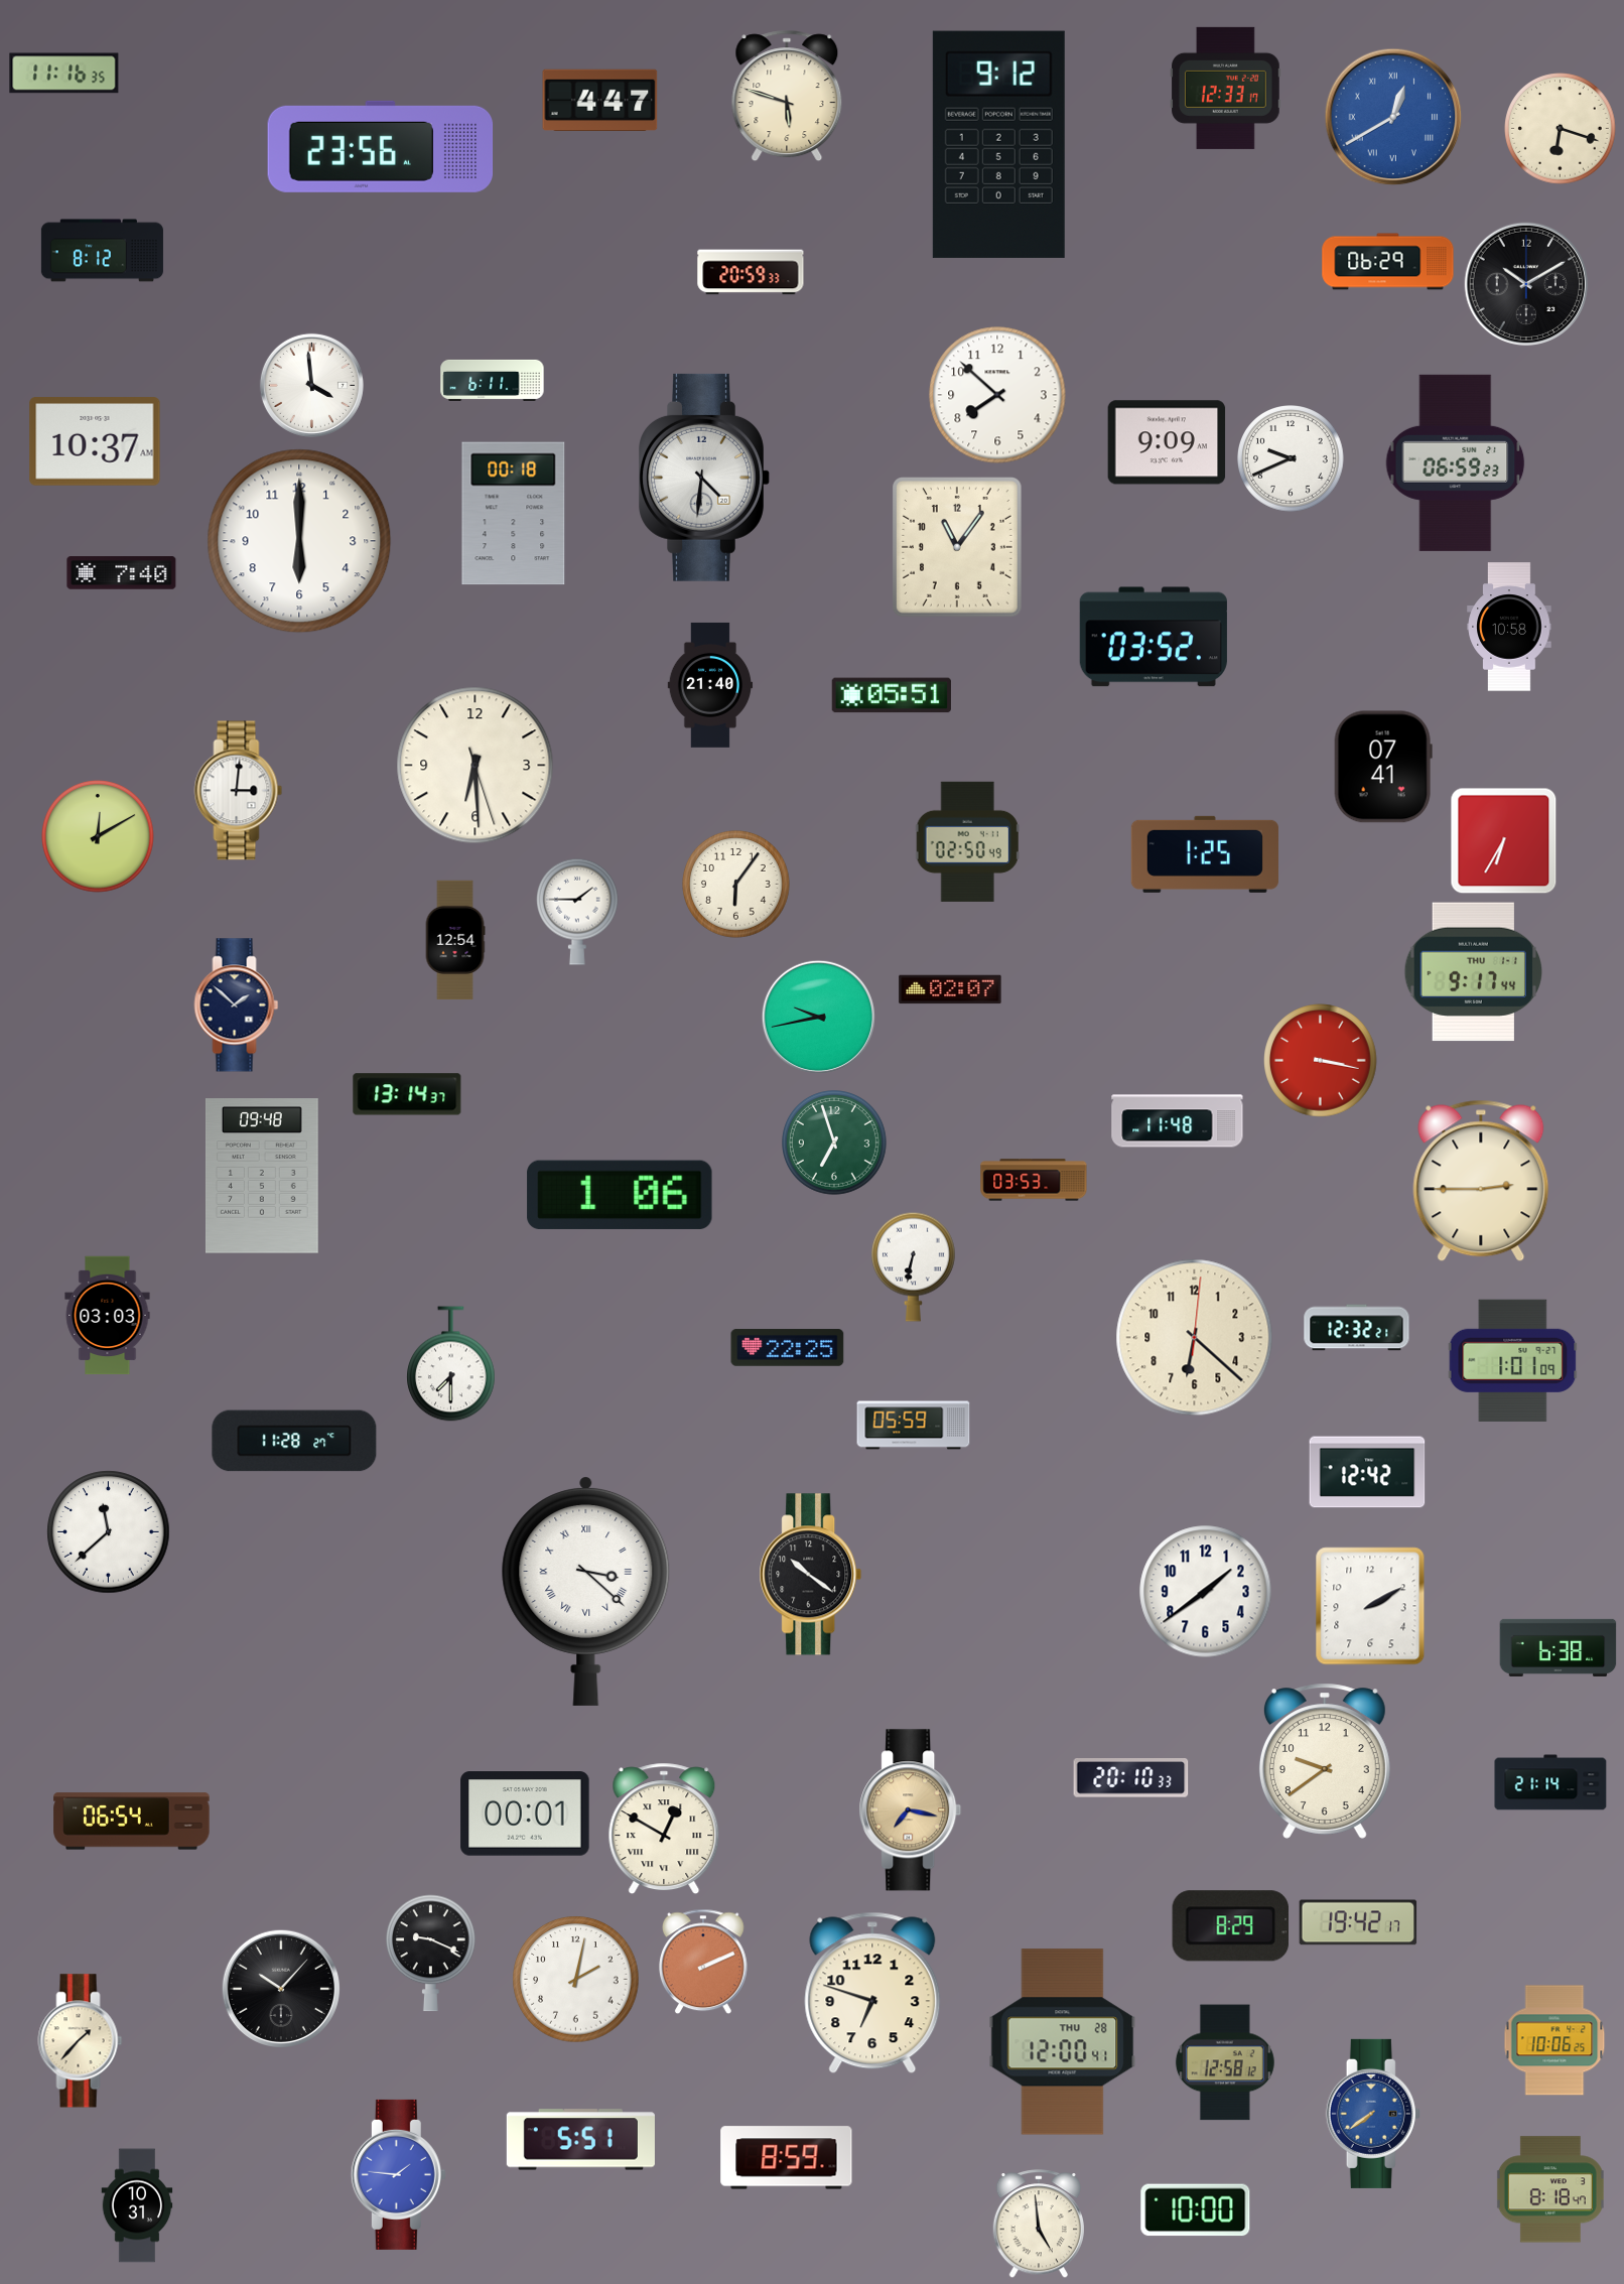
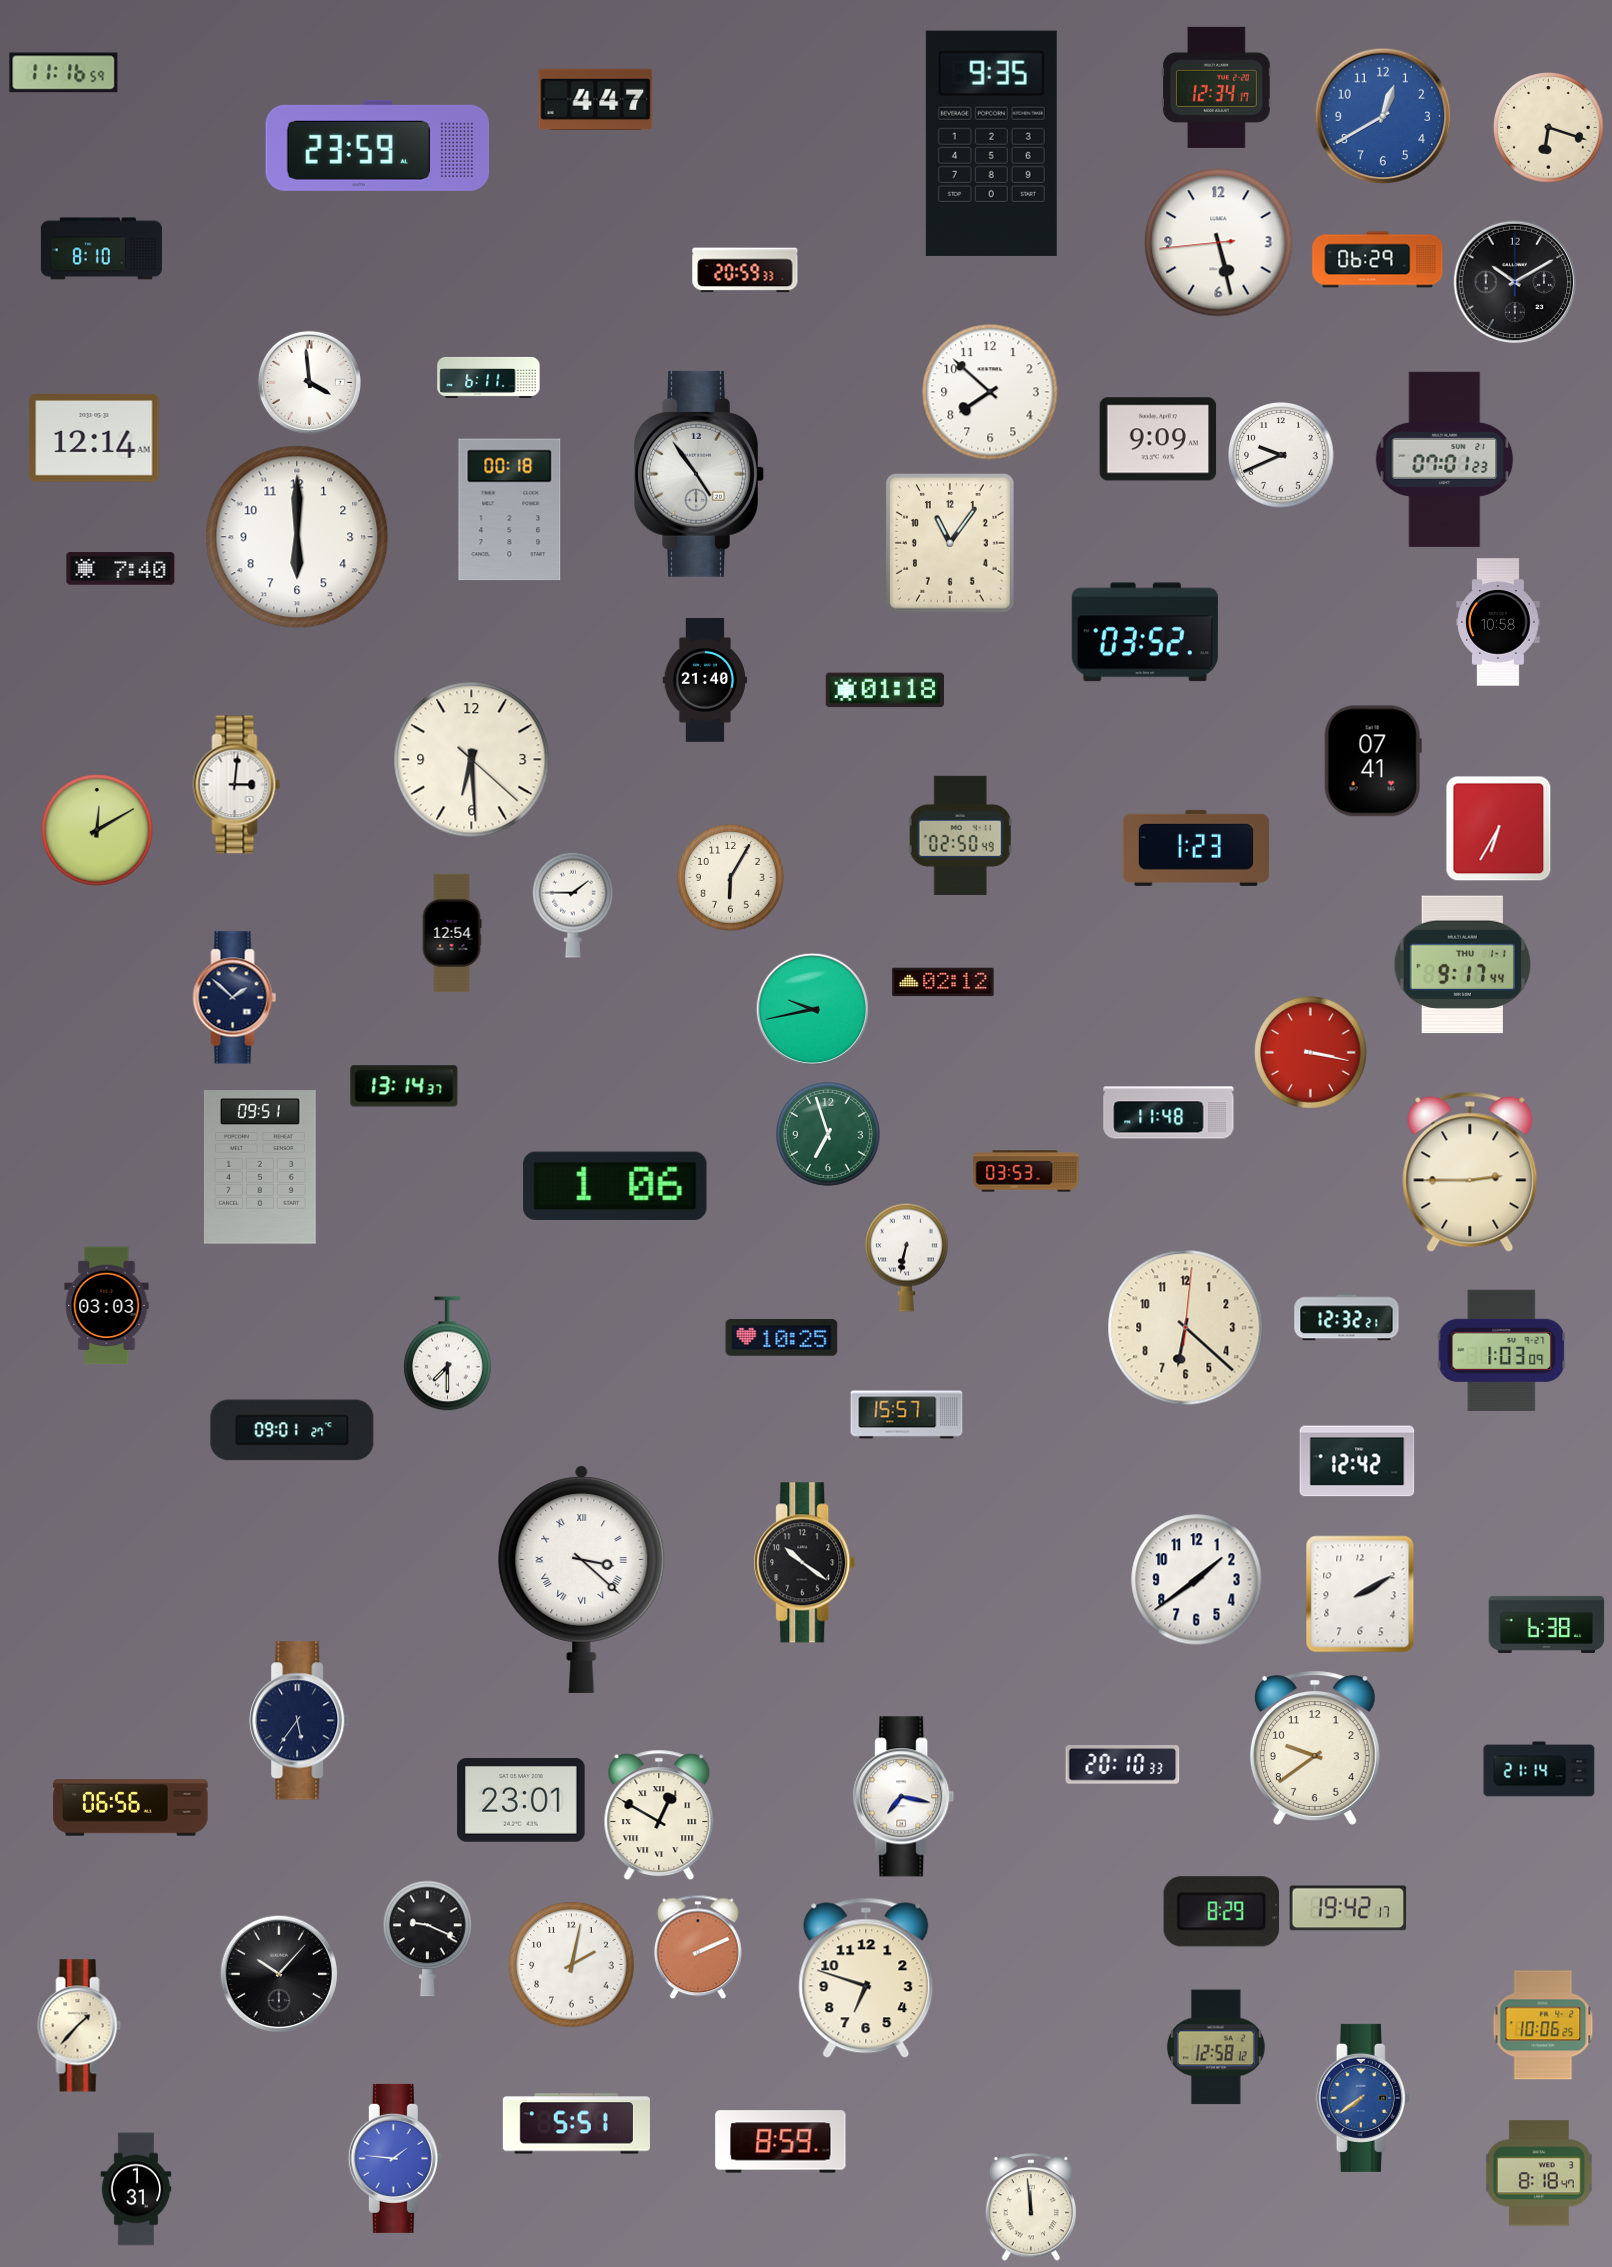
clock at (64, 74): 11:16:35 -> 11:16:59
clock at (1226, 88): 12:33 -> 12:34
clock at (787, 96): 5:48 -> none
clock at (1393, 117) numerals: Roman -> Arabic
clock at (998, 144): 9:12 -> 9:35
clock at (381, 146): 23:56 -> 23:59
clock at (1219, 243): none -> 5:27
clock at (102, 251): 8:12 -> 8:10
clock at (95, 441): 10:37 -> 12:14
clock at (1456, 462): 06:59 -> 07:01
clock at (704, 478): 4:31 -> 4:54
clock at (892, 695): 05:51 -> 01:18
clock at (476, 766): 6:29:27 -> 6:29:22
clock at (1504, 841) position: (1504, 841) -> (1499, 829)
clock at (1205, 854): 1:25 -> 1:23
clock at (736, 885): 6:06 -> 6:05
clock at (950, 989): 02:07 -> 02:12
clock at (262, 1176): 09:48 -> 09:51
clock at (788, 1348): 22:25 -> 10:25
clock at (1513, 1360): 1:01 -> 1:03
clock at (914, 1426): 05:59 -> 15:57
clock at (294, 1441): 11:28 -> 09:01
clock at (109, 1532): 11:38 -> none
clock at (1559, 1647) position: (1559, 1647) -> (1547, 1624)
clock at (300, 1721): none -> 5:36
clock at (911, 1810) dial: champagne -> white
clock at (525, 1813): 00:01 -> 23:01
clock at (132, 1822): 06:54 -> 06:56
clock at (1063, 2042): 12:00 -> none
clock at (137, 2205): 10:31 -> 1:31
clock at (1196, 2210): 10:00 -> none
clock at (1038, 2225): 4:59 -> 11:59
